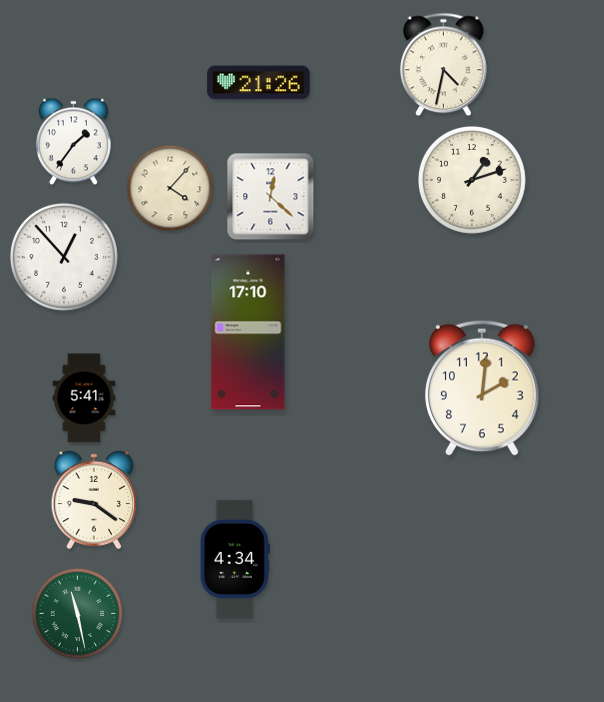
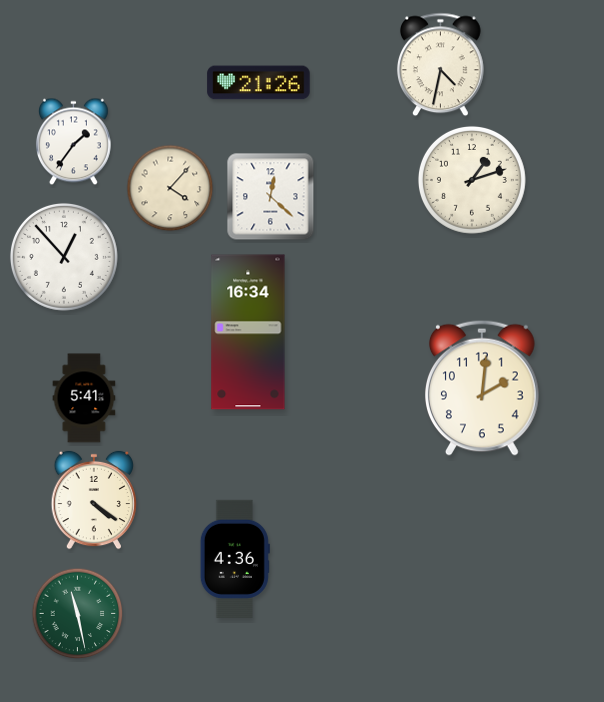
clock at (443, 65) position: (443, 65) -> (440, 65)
clock at (248, 332): 17:10 -> 16:34
clock at (93, 500): 9:21 -> 4:21
clock at (235, 559): 4:34 -> 4:36
